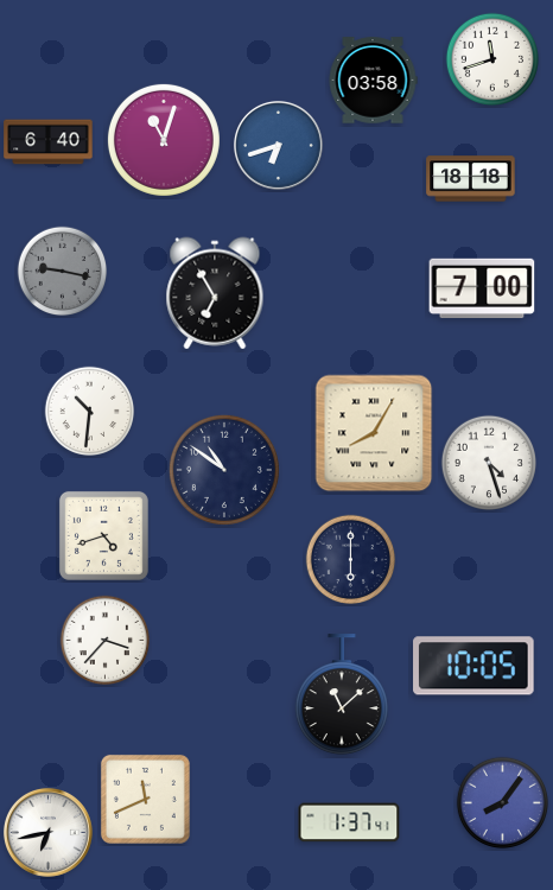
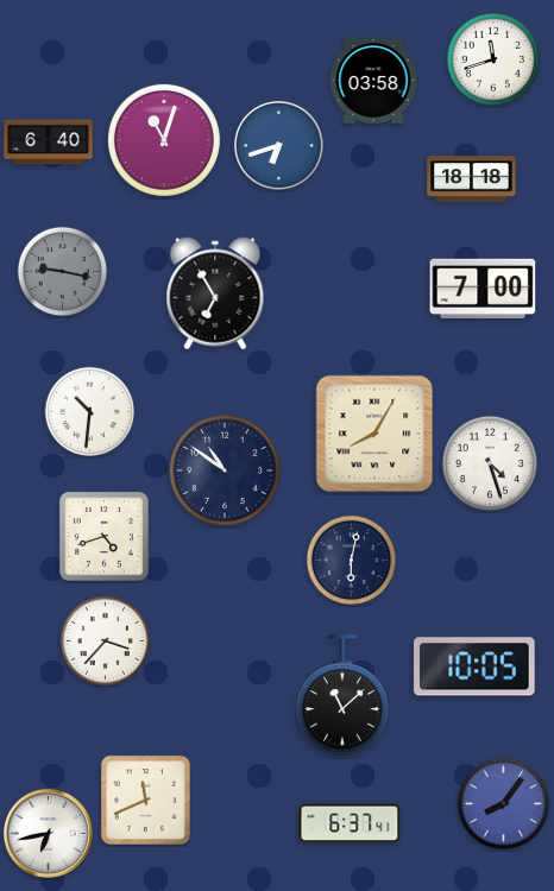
clock at (351, 560): 6:00 -> 6:02
clock at (349, 822): 1:37 -> 6:37
